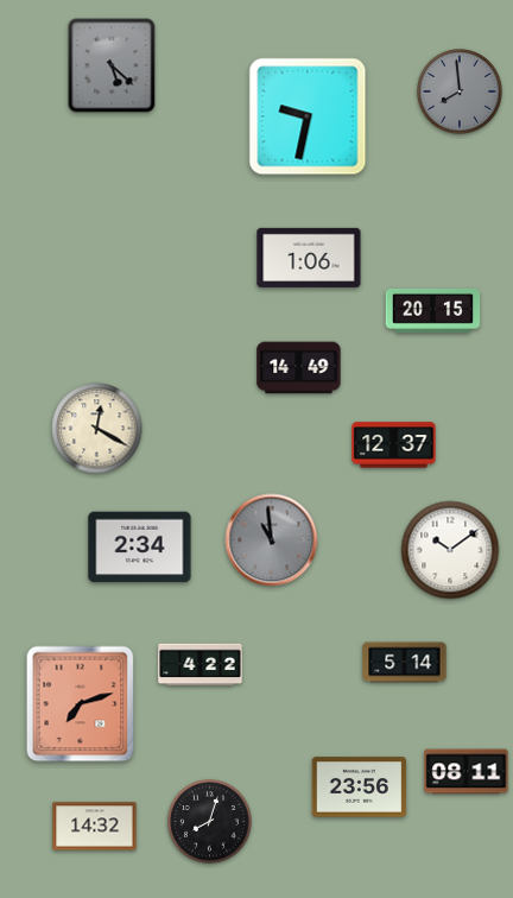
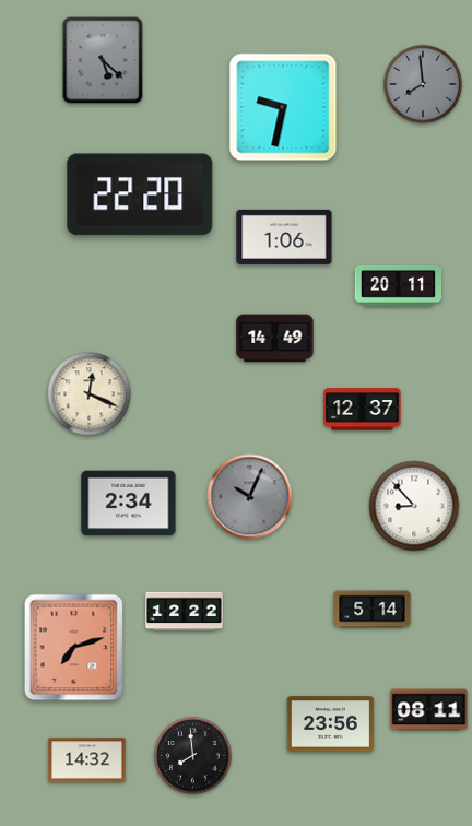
clock at (140, 194): none -> 22:20
clock at (433, 310): 20:15 -> 20:11
clock at (97, 429): 12:20 -> 12:19
clock at (272, 540): 10:59 -> 10:04
clock at (450, 550): 10:09 -> 8:53
clock at (201, 665): 4:22 -> 12:22
clock at (210, 822): 8:03 -> 7:59
